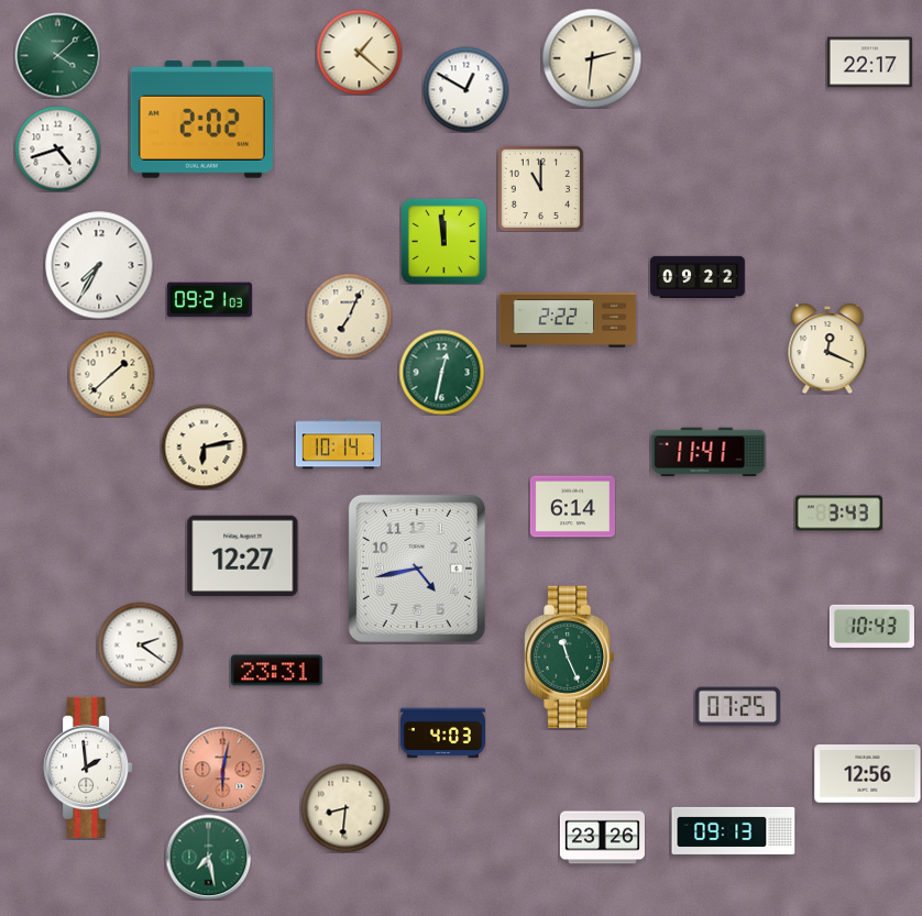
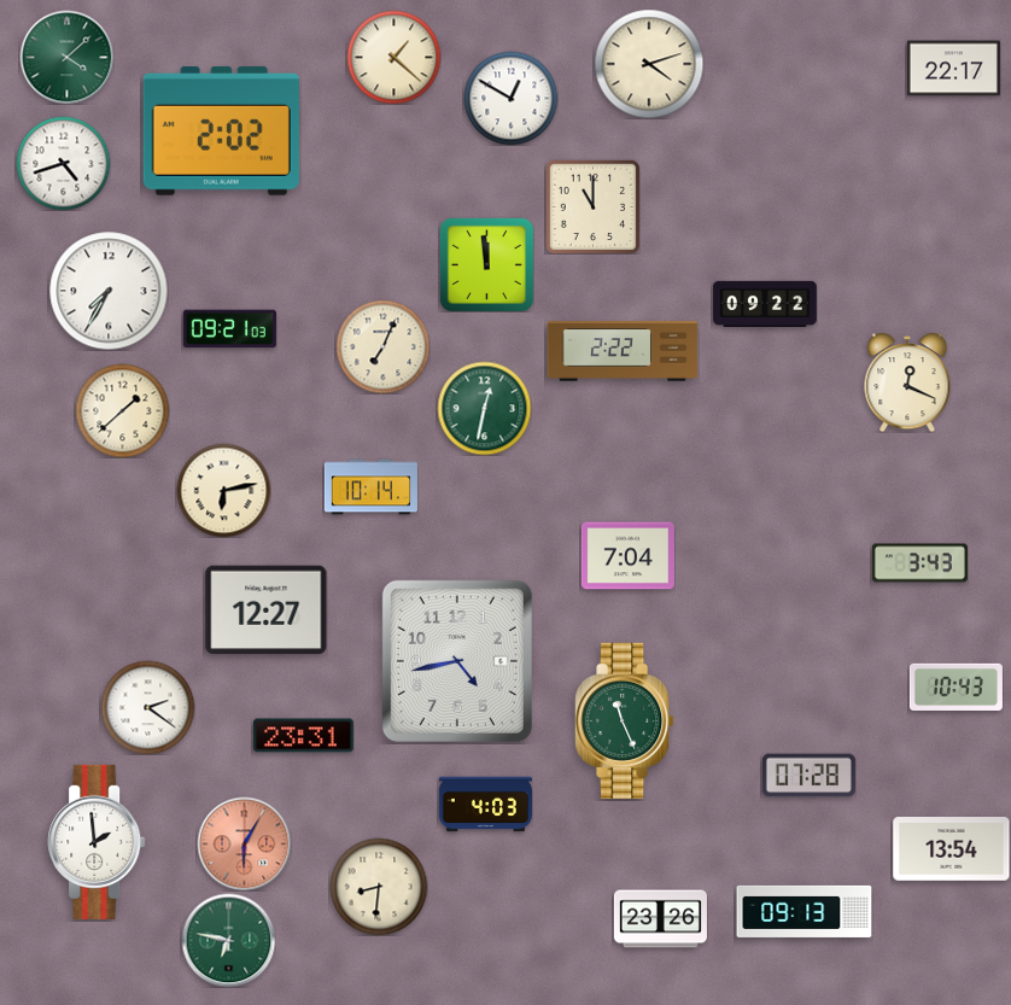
clock at (57, 55) position: (57, 55) -> (66, 57)
clock at (592, 58): 2:31 -> 4:12
clock at (709, 452): 11:41 -> none
clock at (572, 507): 6:14 -> 7:04
clock at (417, 569) position: (417, 569) -> (457, 661)
clock at (140, 644) position: (140, 644) -> (147, 707)
clock at (737, 707): 07:25 -> 07:28
clock at (222, 769): 6:02 -> 6:05
clock at (868, 774): 12:56 -> 13:54
clock at (208, 857): 7:28 -> 6:47
